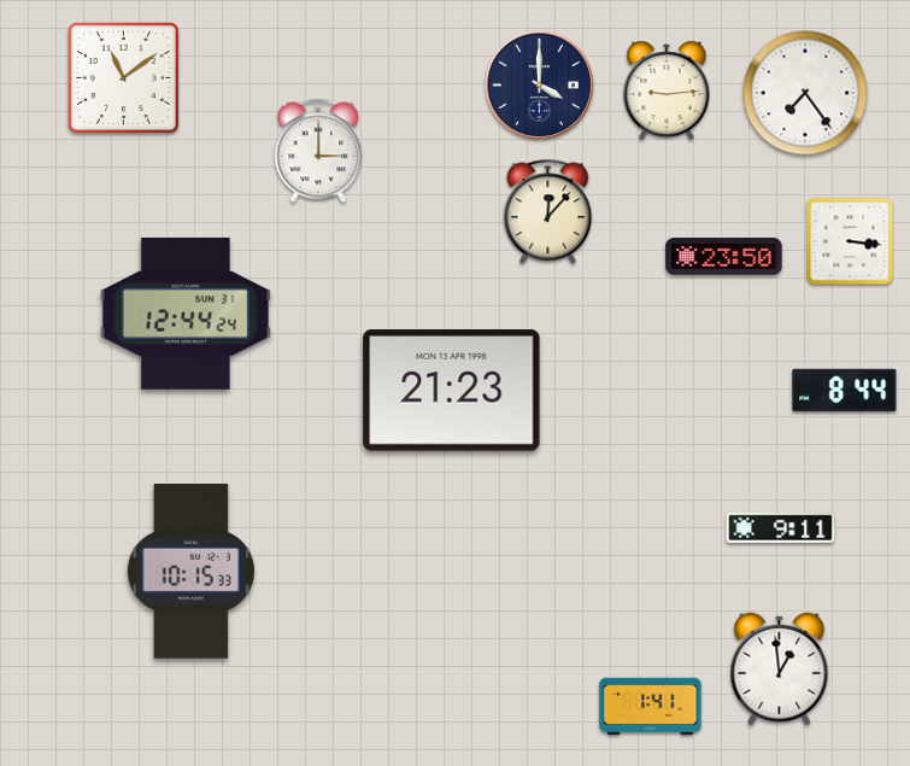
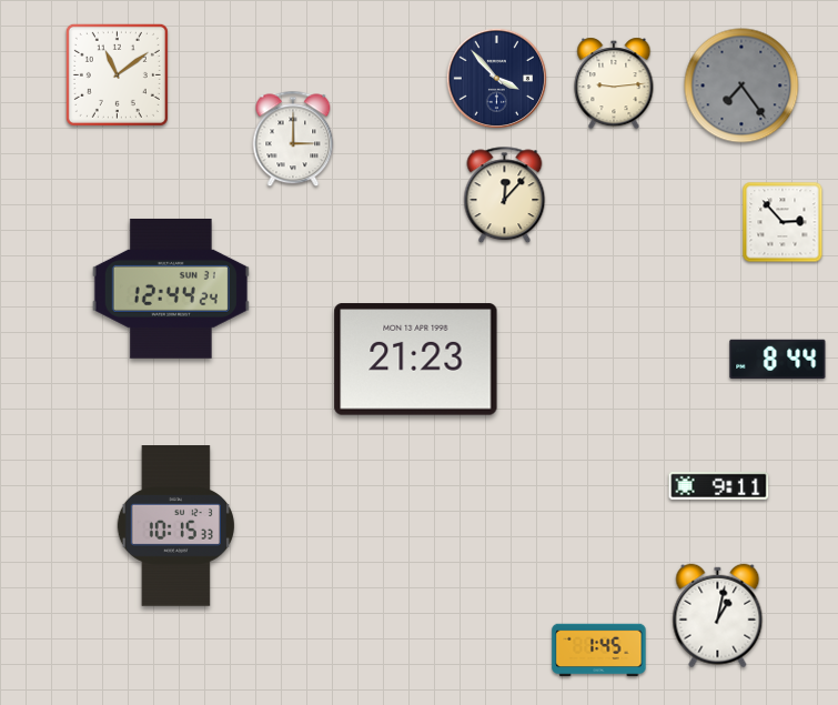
clock at (123, 77) position: (123, 77) -> (117, 74)
clock at (539, 84): 4:00 -> 3:53
clock at (805, 93) dial: white -> grey
clock at (850, 241): 3:16 -> 2:53
clock at (724, 257): 23:50 -> none
clock at (780, 669): 12:59 -> 1:02
clock at (651, 707): 1:41 -> 1:45
